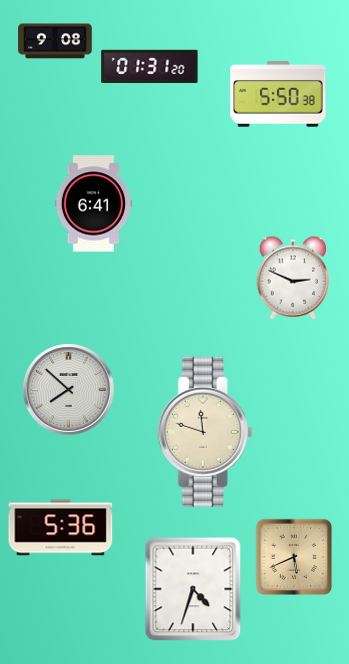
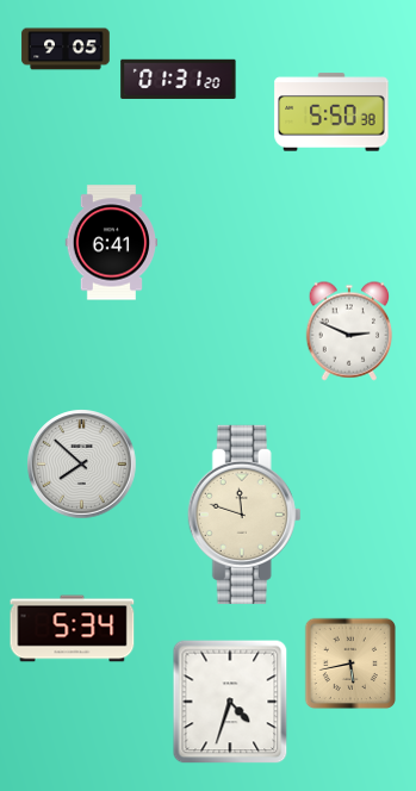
clock at (55, 41): 9:08 -> 9:05
clock at (61, 528): 5:36 -> 5:34
clock at (293, 556): 5:41 -> 5:43
